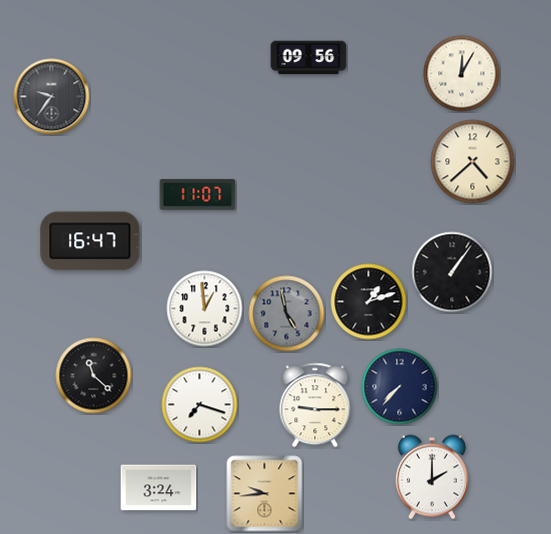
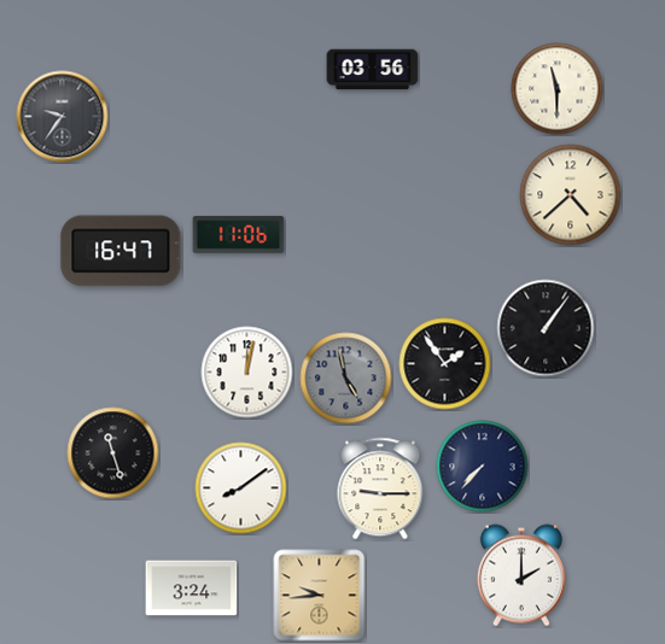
clock at (309, 58): 09:56 -> 03:56
clock at (462, 74): 12:05 -> 11:30
clock at (198, 195): 11:07 -> 11:06
clock at (90, 241) position: (90, 241) -> (121, 251)
clock at (369, 302): 1:12 -> 1:54
clock at (205, 309): 12:59 -> 12:02
clock at (94, 376): 11:22 -> 11:27
clock at (200, 405): 7:18 -> 8:09
